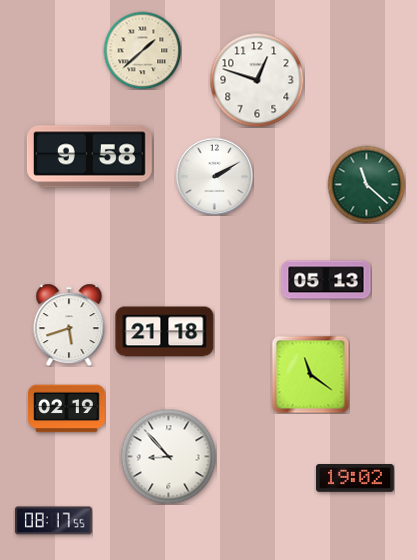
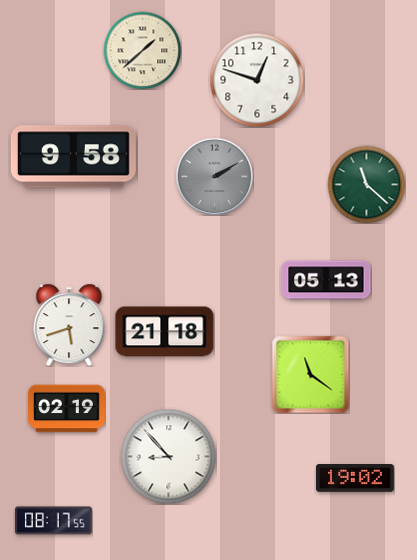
clock at (89, 157) position: (89, 157) -> (73, 157)
clock at (214, 176) dial: white -> grey
